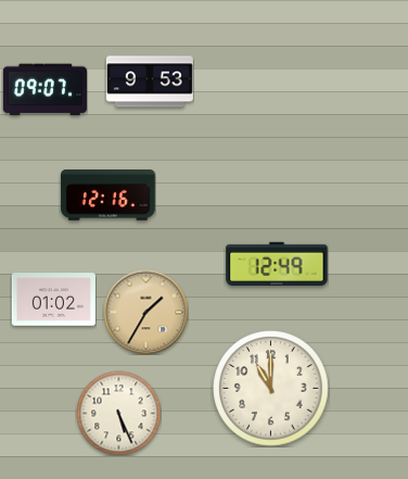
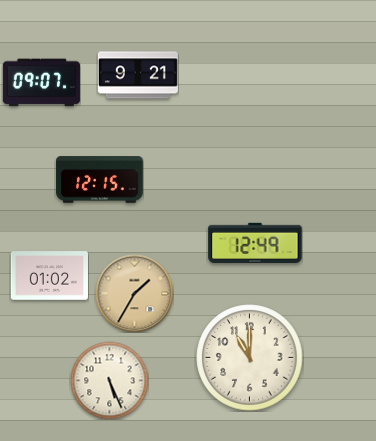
clock at (150, 81): 9:53 -> 9:21
clock at (109, 196): 12:16 -> 12:15
clock at (145, 312) position: (145, 312) -> (134, 293)
